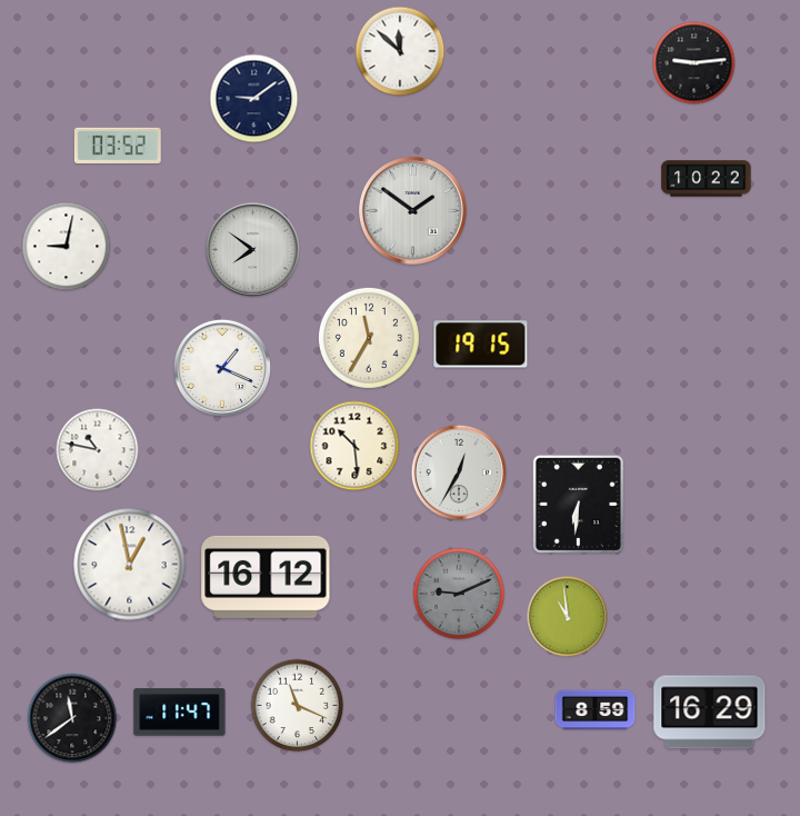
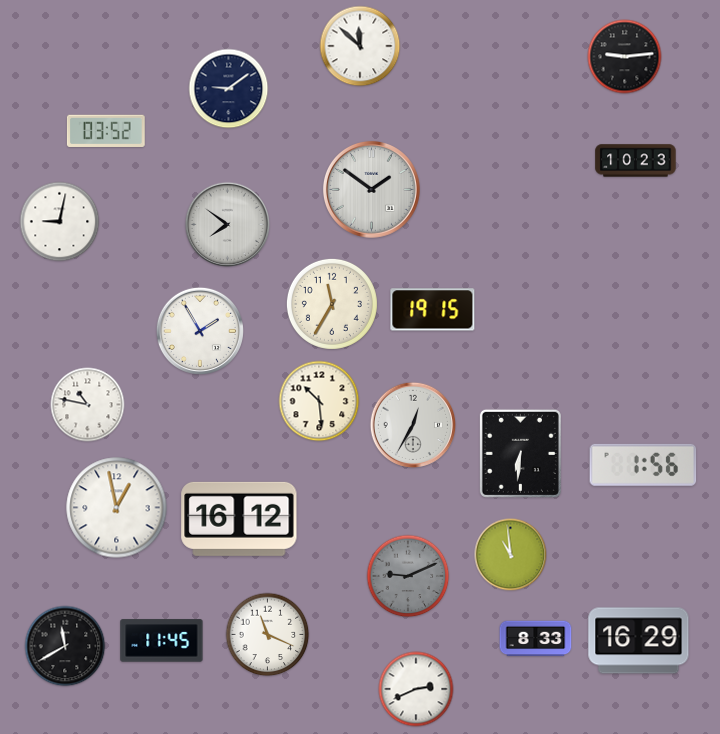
clock at (707, 179): 10:22 -> 10:23
clock at (222, 368): 1:19 -> 1:55
clock at (643, 465): none -> 1:56
clock at (459, 594) position: (459, 594) -> (408, 576)
clock at (596, 710): 8:59 -> 8:33
clock at (180, 713): 11:47 -> 11:45
clock at (72, 718): 11:39 -> 11:40
clock at (416, 689): none -> 2:41
